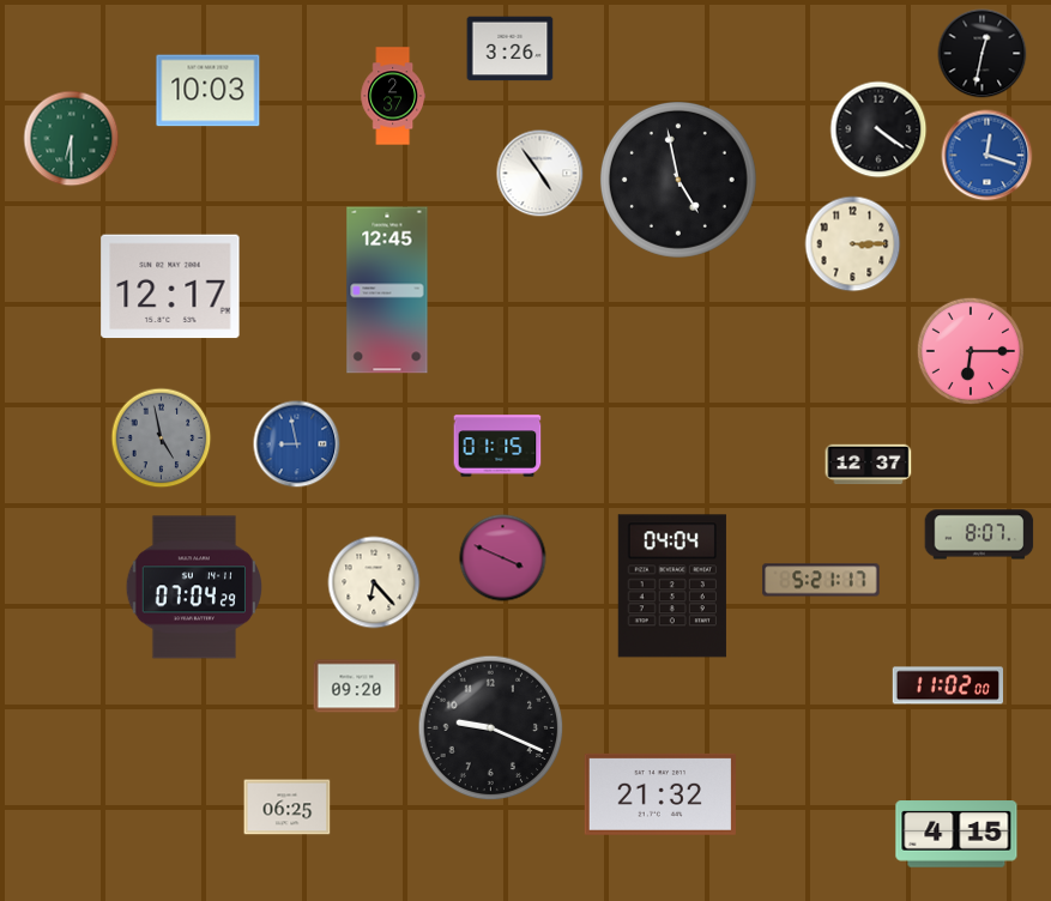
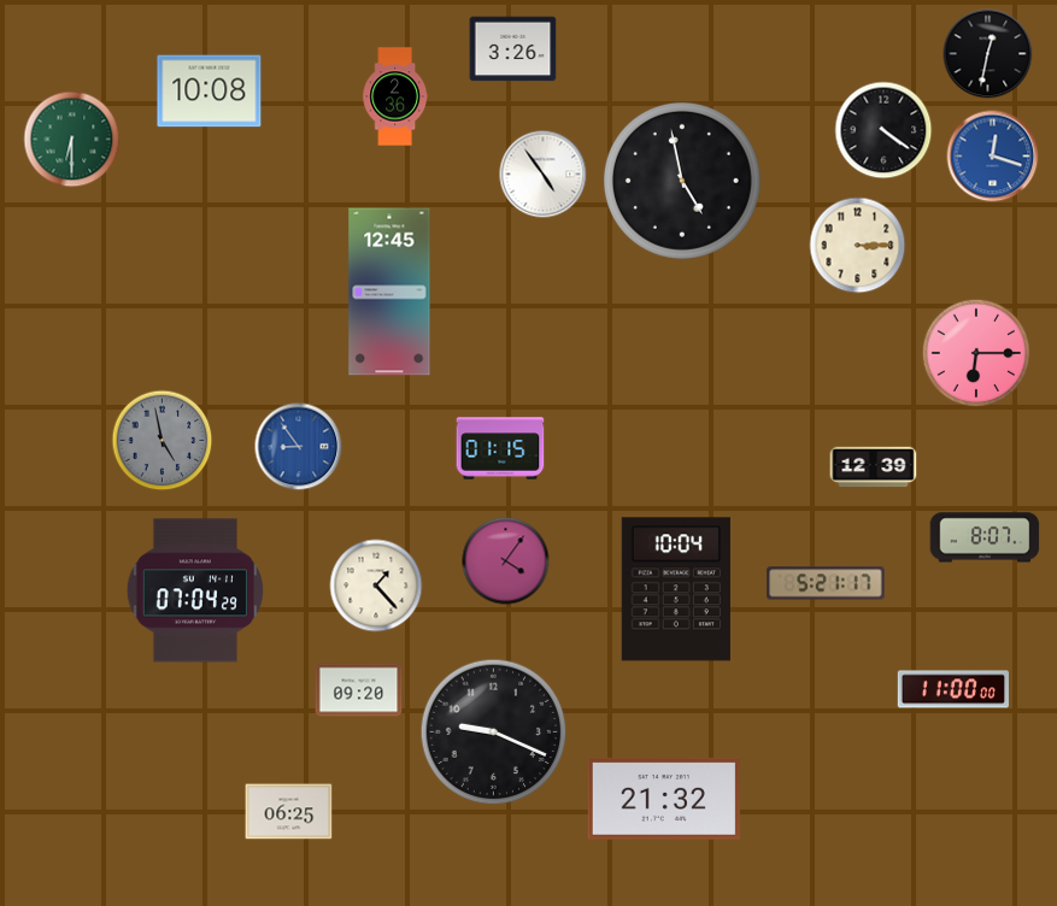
clock at (209, 91): 10:03 -> 10:08
clock at (393, 96): 2:37 -> 2:36
clock at (170, 286): 12:17 -> none
clock at (297, 445): 8:58 -> 8:54
clock at (869, 465): 12:37 -> 12:39
clock at (503, 558): 3:49 -> 4:06
clock at (374, 582): 6:23 -> 1:23
clock at (672, 586): 04:04 -> 10:04
clock at (947, 685): 11:02 -> 11:00
clock at (956, 834): 4:15 -> none
